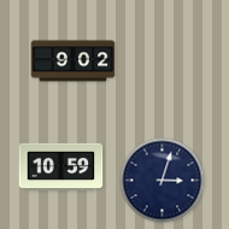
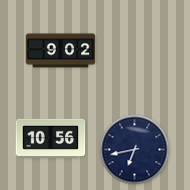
clock at (61, 168): 10:59 -> 10:56
clock at (163, 181): 3:03 -> 6:43
